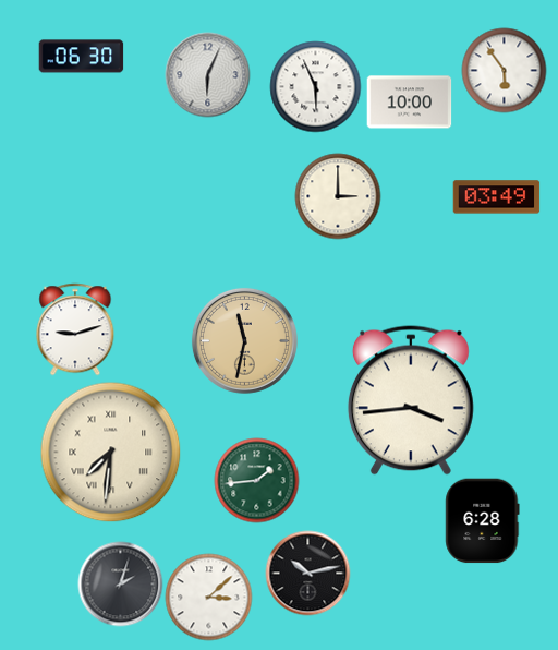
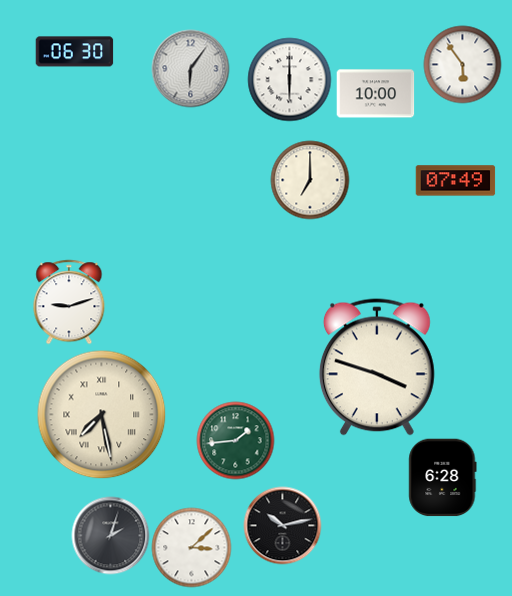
clock at (207, 74): 6:04 -> 6:06
clock at (315, 86): 5:56 -> 6:00
clock at (338, 196): 3:00 -> 7:00
clock at (496, 197): 03:49 -> 07:49
clock at (244, 340): 11:32 -> none
clock at (411, 400): 3:44 -> 3:48
clock at (110, 452): 7:31 -> 7:28
